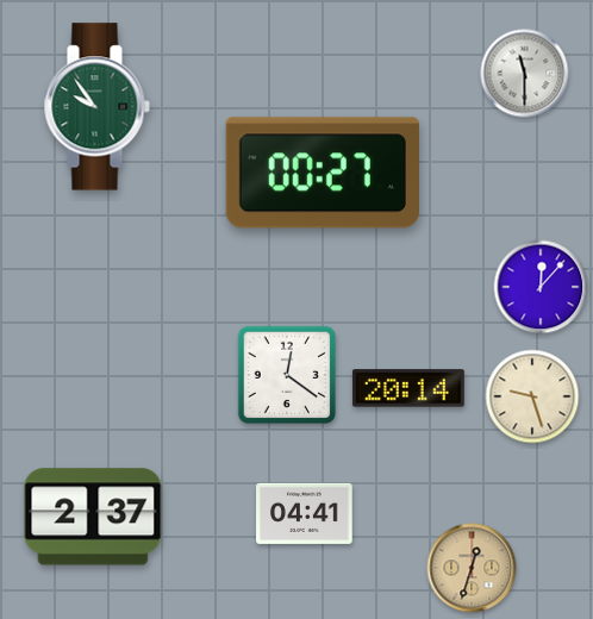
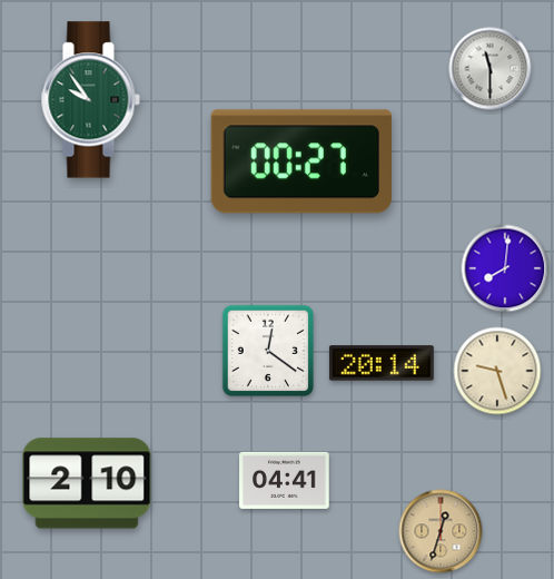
clock at (541, 287): 12:07 -> 8:01
clock at (93, 517): 2:37 -> 2:10
